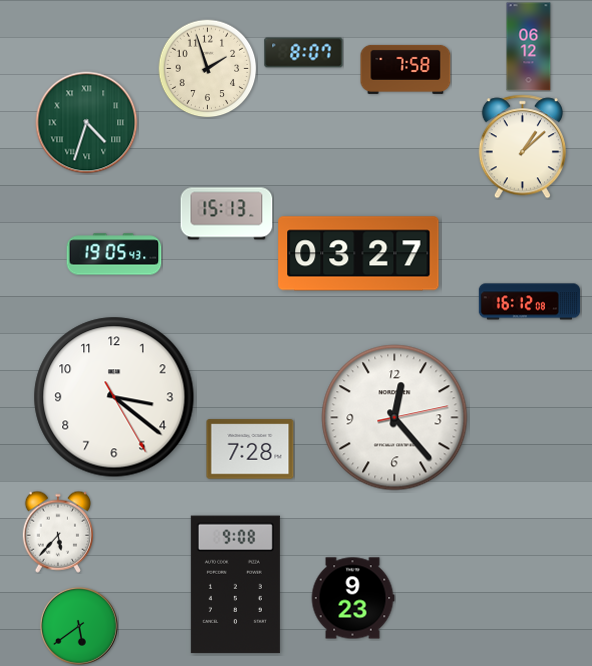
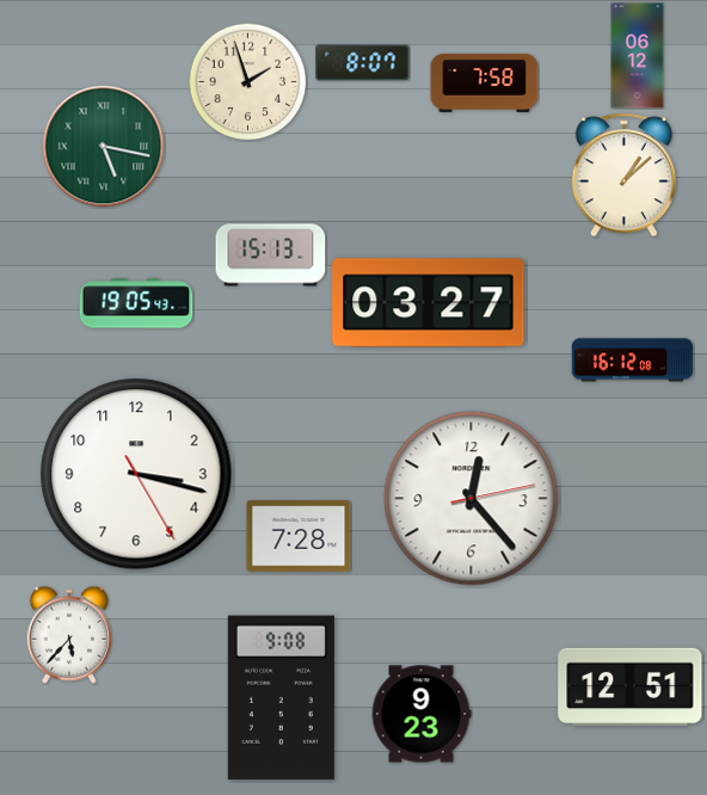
clock at (529, 47) position: (529, 47) -> (638, 56)
clock at (87, 123): 4:33 -> 5:17
clock at (114, 397): 3:21 -> 3:17
clock at (631, 686): none -> 12:51
clock at (79, 626): 5:39 -> none
